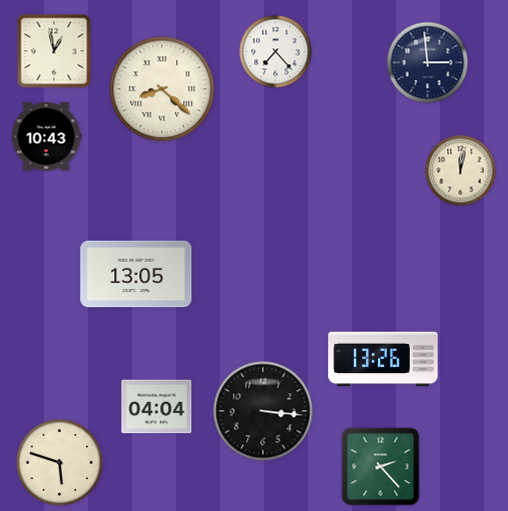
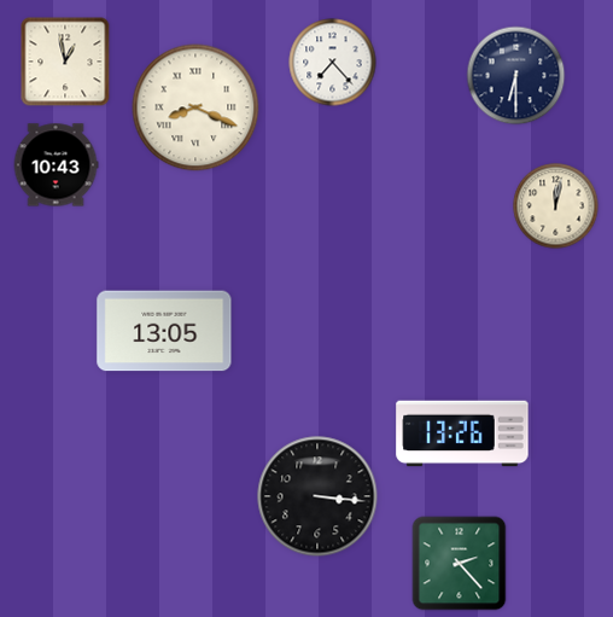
clock at (428, 63): 2:59 -> 6:30
clock at (162, 89): 8:22 -> 8:19
clock at (157, 407): 04:04 -> none
clock at (59, 462): 5:48 -> none
